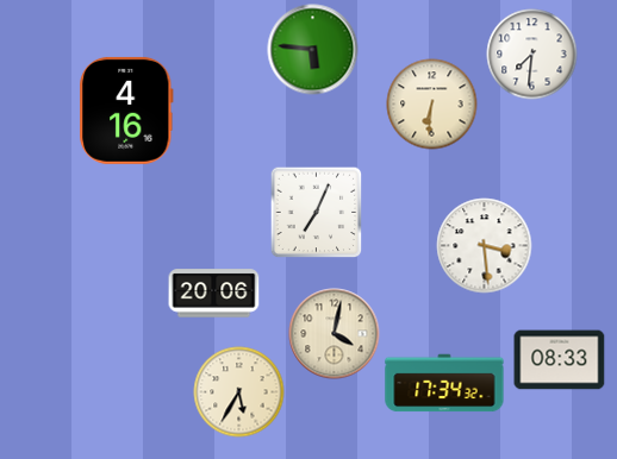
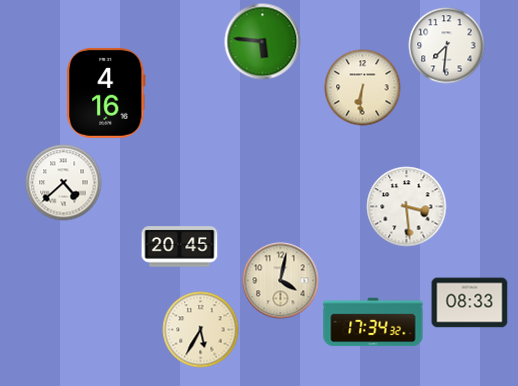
clock at (316, 212): 7:04 -> none
clock at (64, 183): none -> 4:38
clock at (214, 294): 20:06 -> 20:45
